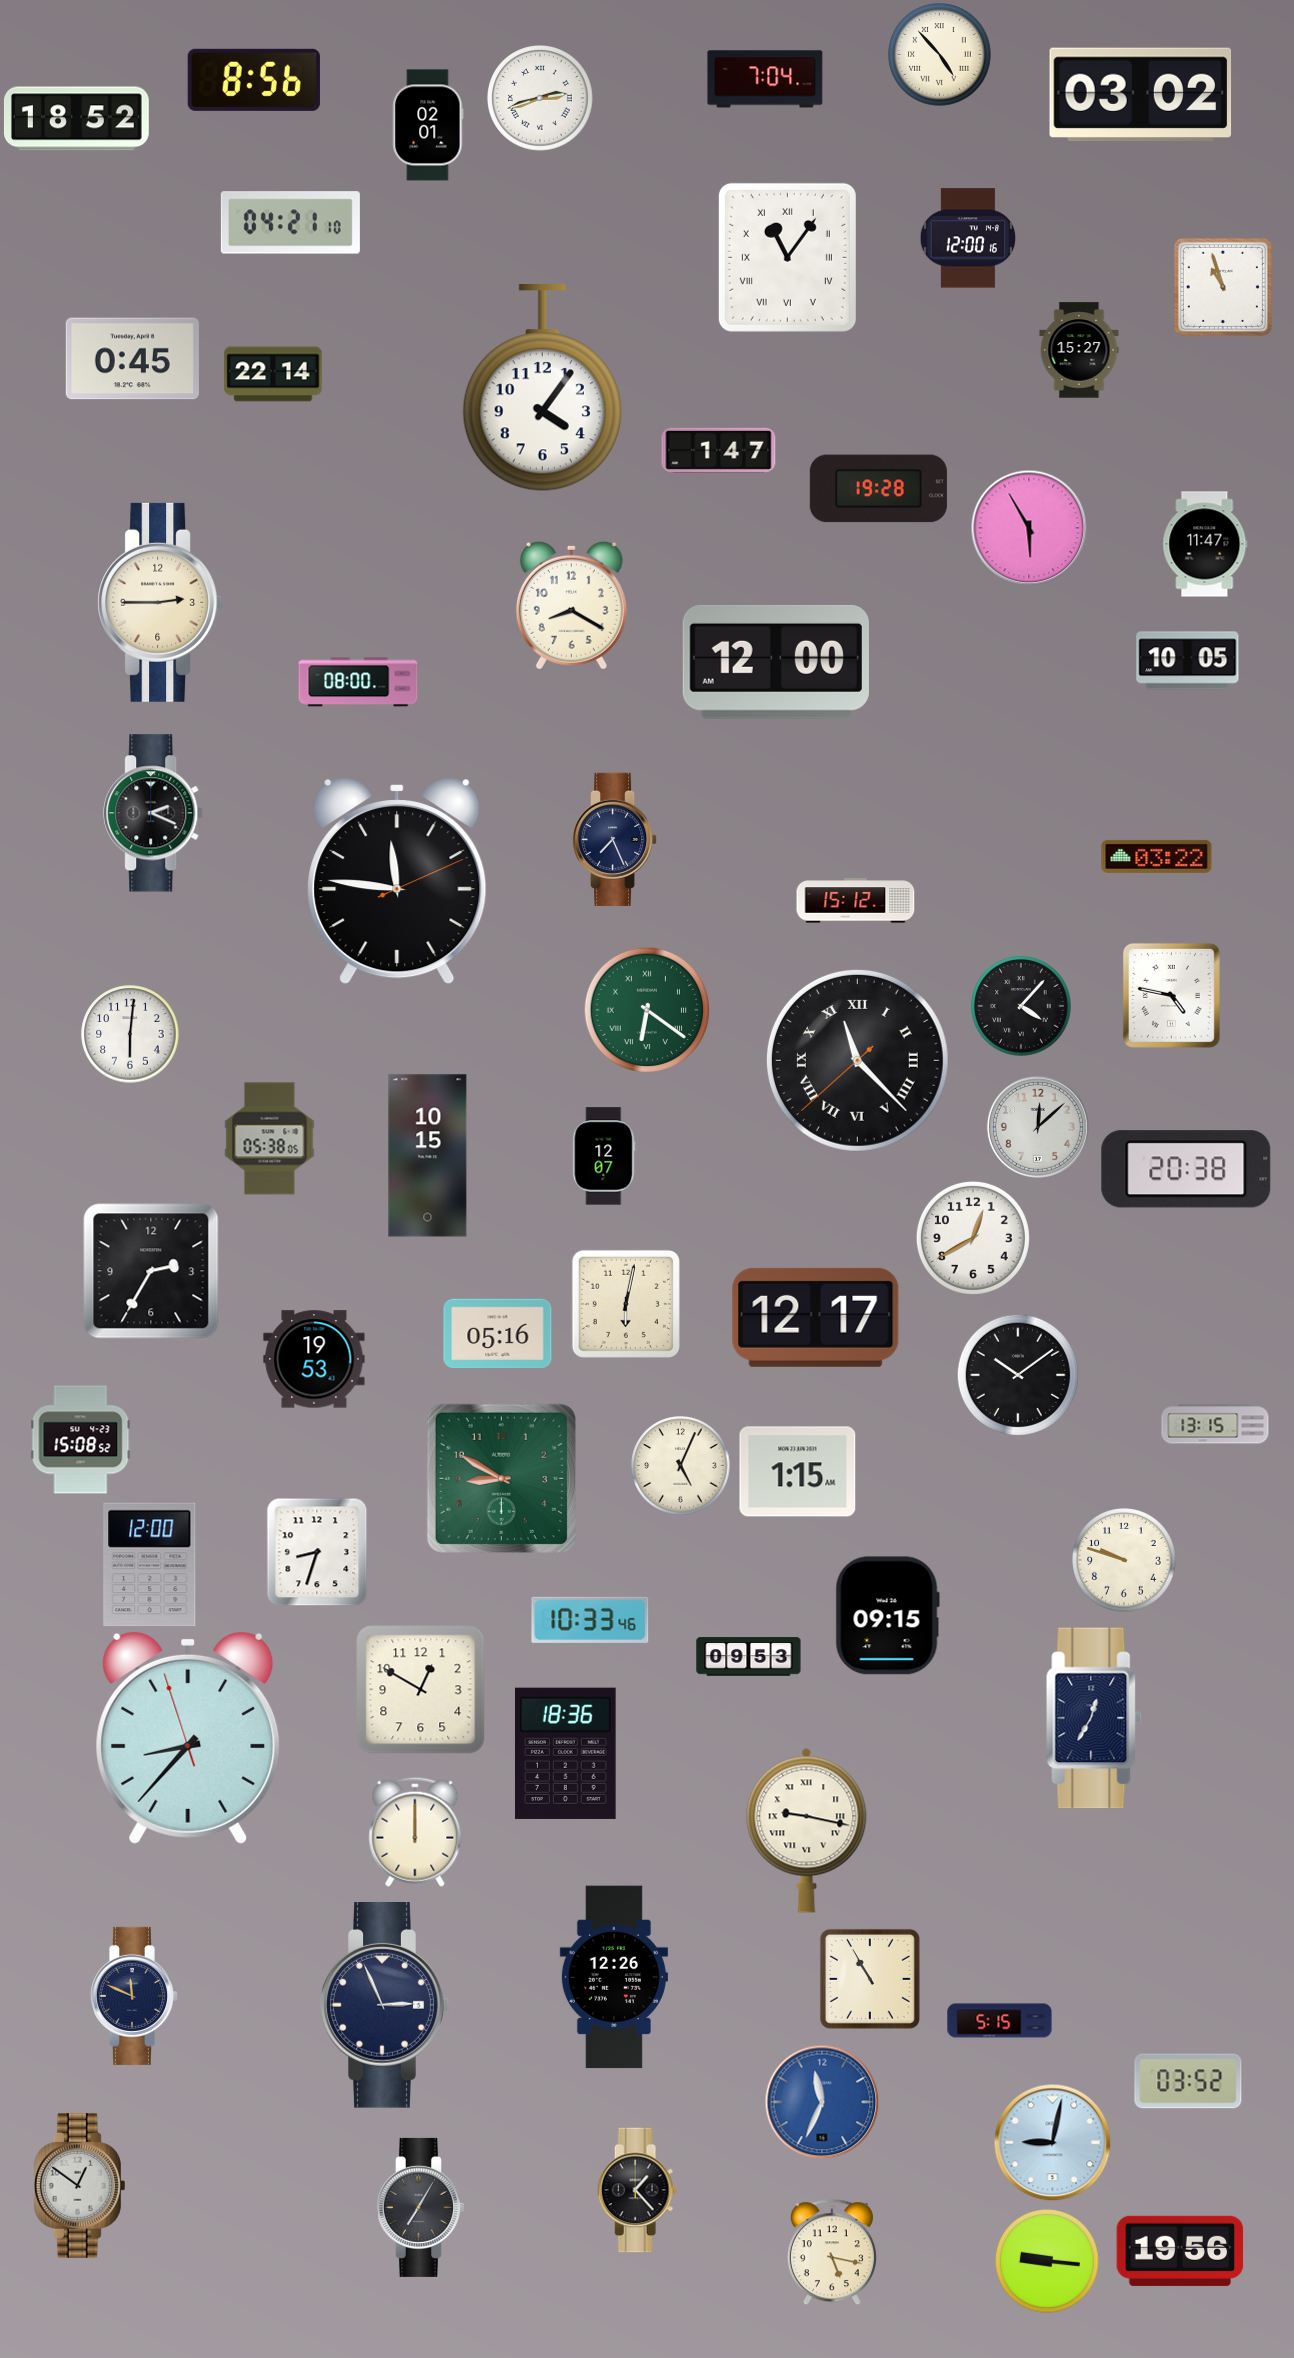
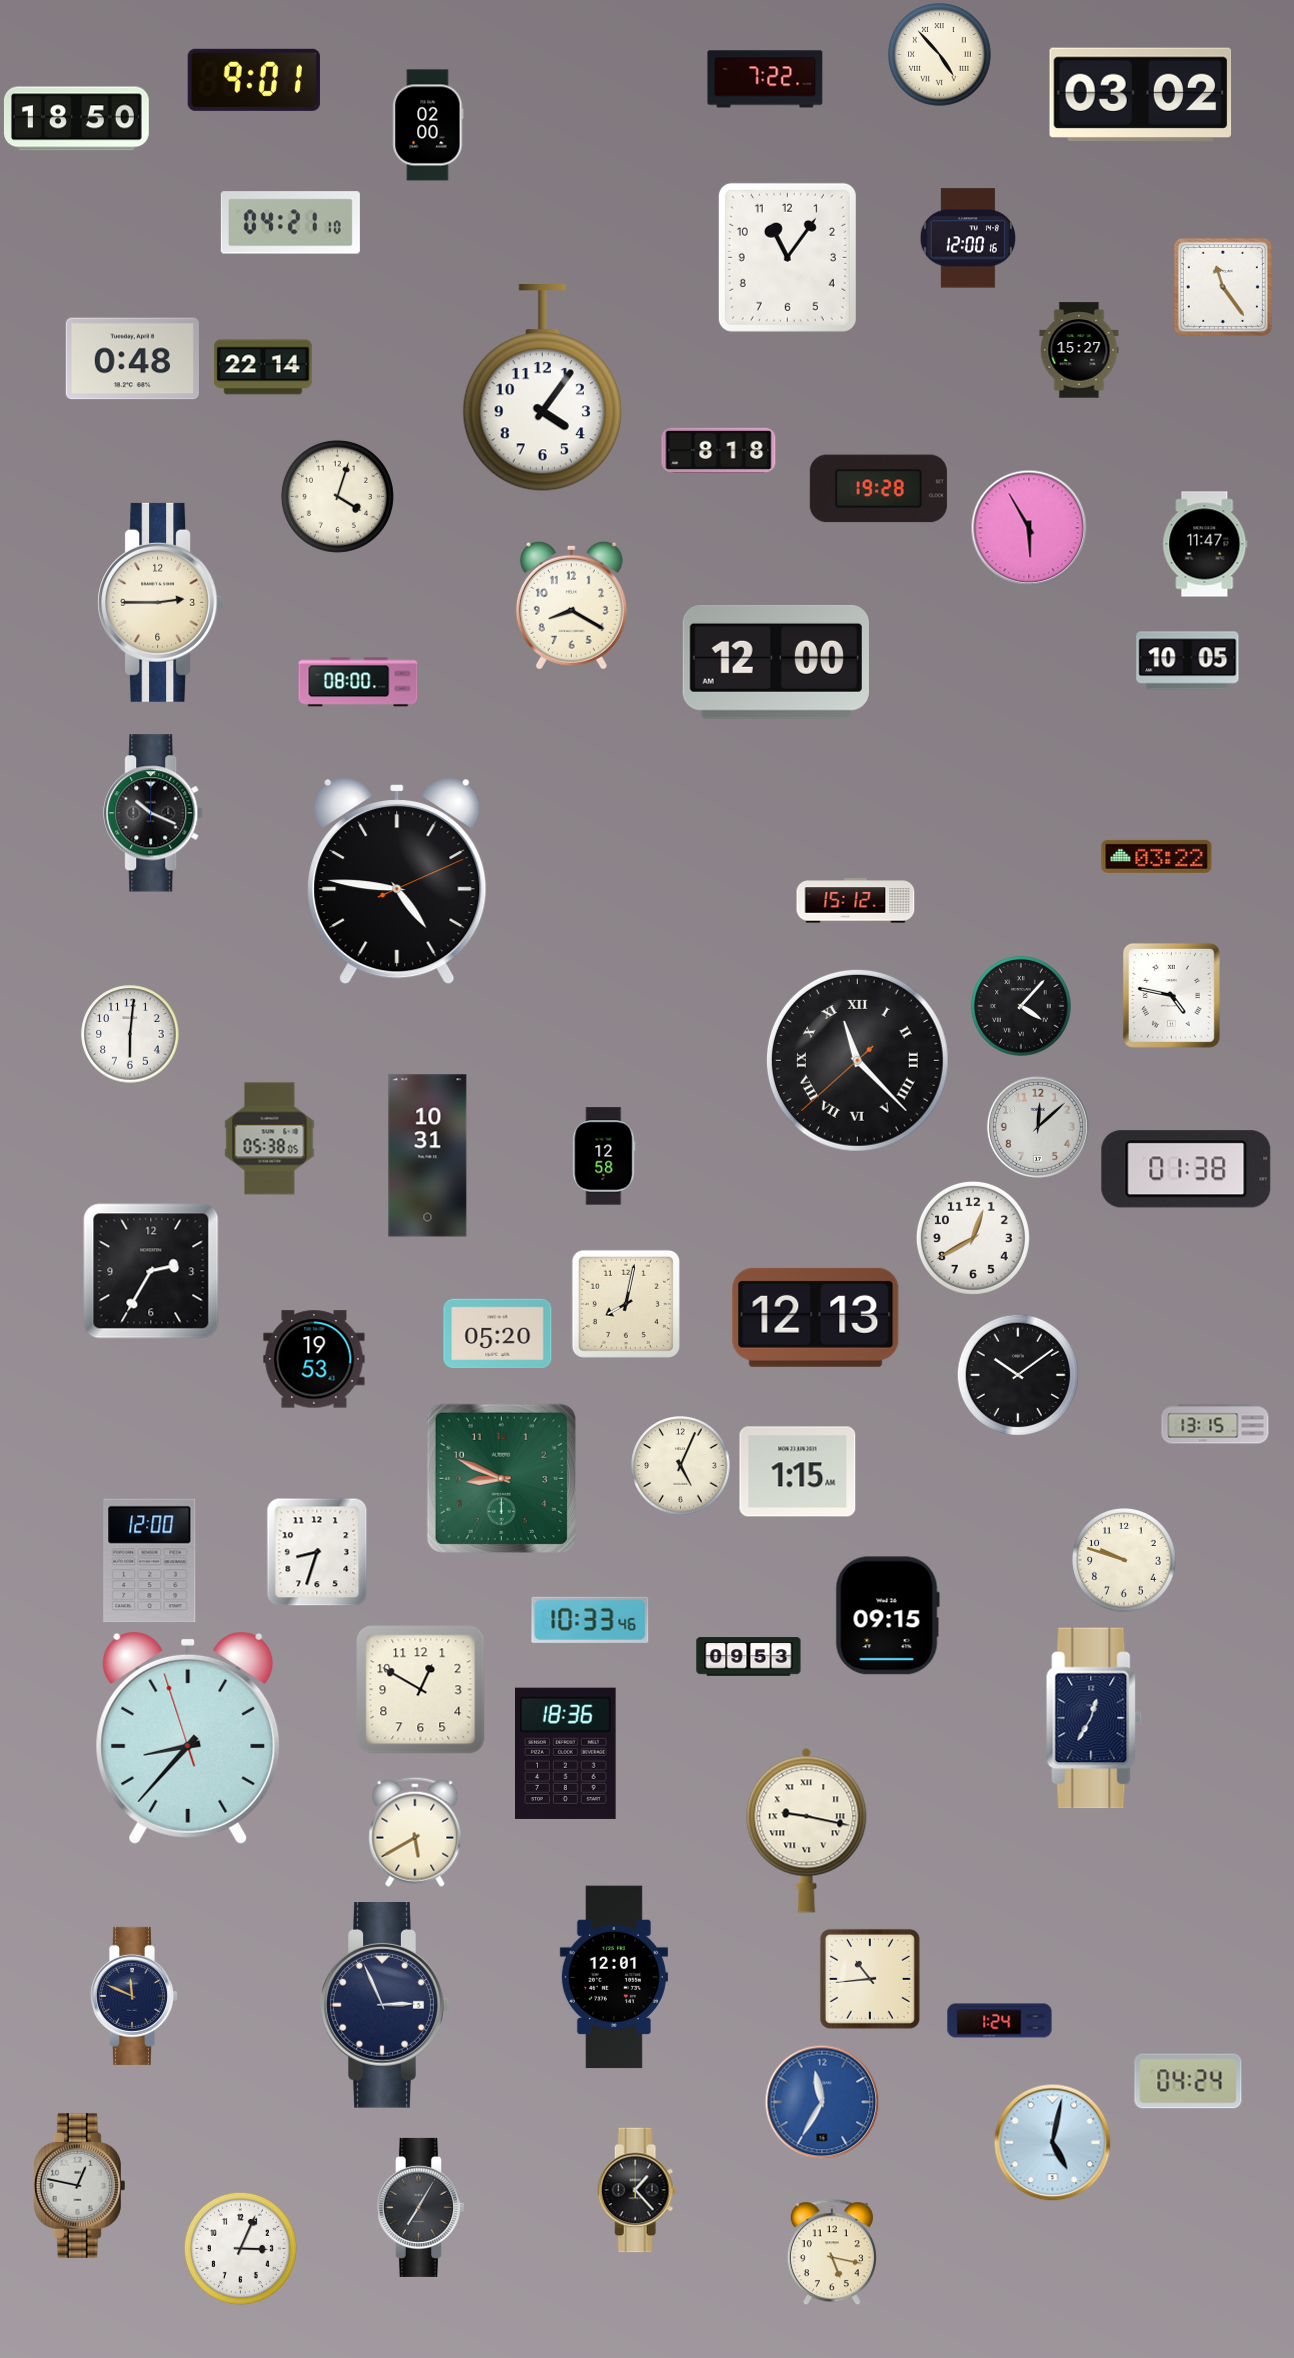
clock at (765, 79): 7:04 -> 7:22
clock at (254, 80): 8:56 -> 9:01
clock at (541, 99): 2:42 -> none
clock at (76, 119): 18:52 -> 18:50
clock at (428, 125): 02:01 -> 02:00
clock at (787, 257) numerals: Roman -> Arabic
clock at (1223, 287): 10:57 -> 11:24
clock at (132, 359): 0:45 -> 0:48
clock at (273, 374) position: (273, 374) -> (263, 367)
clock at (719, 450): 1:47 -> 8:18
clock at (337, 496): none -> 4:03
clock at (154, 813): 2:19 -> 10:19
clock at (615, 839): 7:26 -> none
clock at (397, 882): 11:46 -> 4:46
clock at (646, 1009): 6:21 -> none
clock at (428, 1156): 10:15 -> 10:31
clock at (604, 1156): 12:07 -> 12:58
clock at (1186, 1169): 20:38 -> 01:38
clock at (626, 1304): 6:02 -> 8:02
clock at (816, 1317): 12:17 -> 12:13
clock at (498, 1334): 05:16 -> 05:20
clock at (81, 1440): 15:08 -> none
clock at (501, 1478): 8:50 -> 8:49
clock at (150, 1565) position: (150, 1565) -> (150, 1561)
clock at (415, 1832): 12:00 -> 5:40
clock at (614, 1977): 12:26 -> 12:01
clock at (870, 1979): 10:55 -> 10:44
clock at (1000, 2021): 5:15 -> 1:24
clock at (1188, 2081): 03:52 -> 04:24
clock at (822, 2102): 11:34 -> 11:35
clock at (1052, 2142): 9:02 -> 5:02
clock at (79, 2185): 12:51 -> 12:47
clock at (240, 2248): none -> 3:04
clock at (1180, 2251): 19:56 -> none
clock at (1047, 2261): 9:16 -> none
